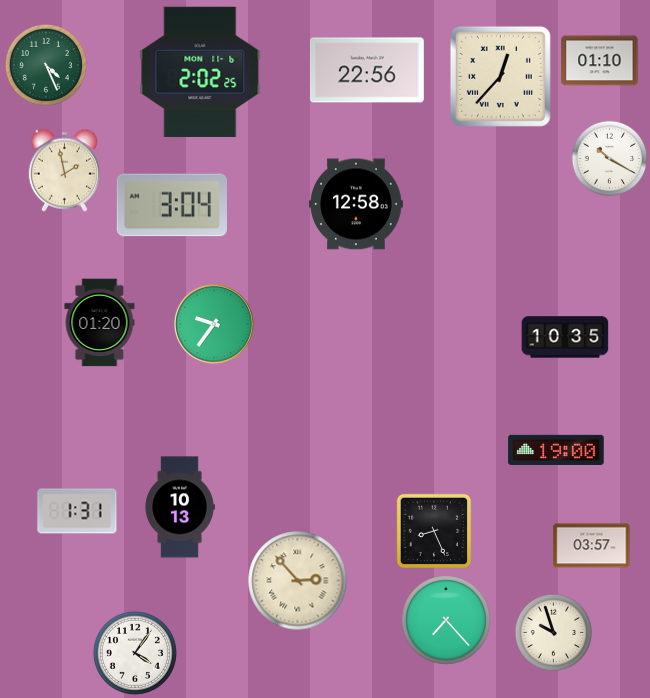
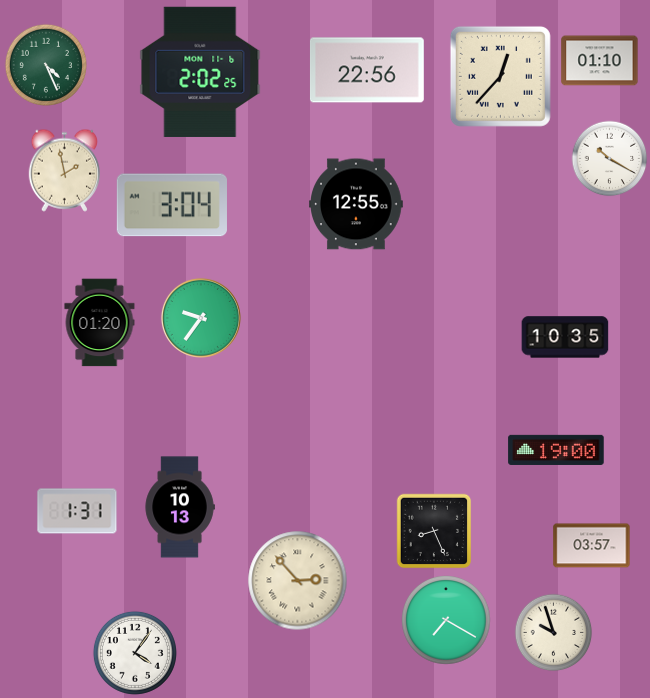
clock at (357, 204): 12:58 -> 12:55
clock at (214, 324) position: (214, 324) -> (201, 318)
clock at (447, 621): 7:23 -> 7:20
